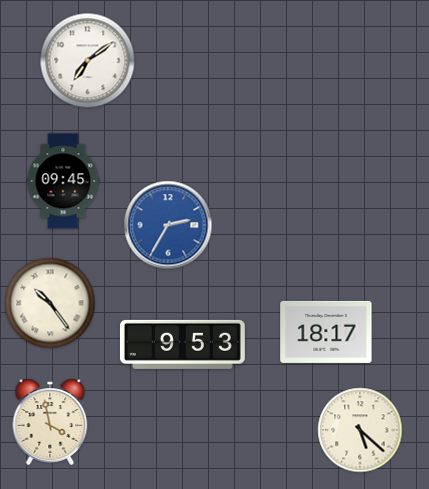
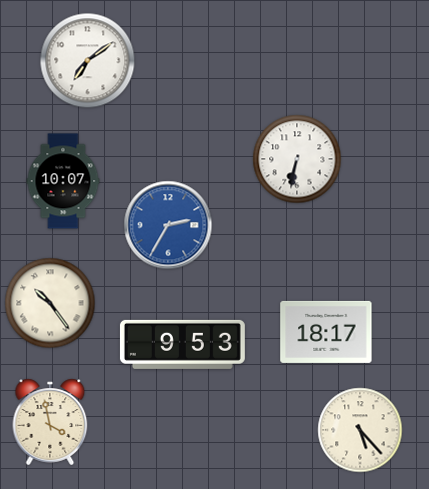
clock at (297, 159): none -> 6:32
clock at (63, 181): 09:45 -> 10:07
clock at (360, 430): 5:22 -> 5:23
